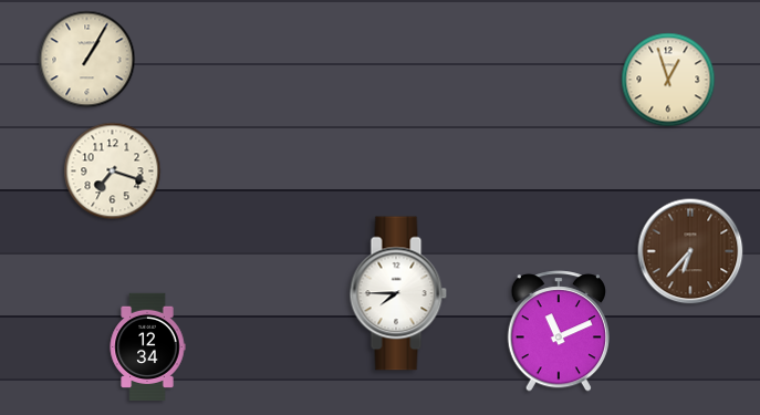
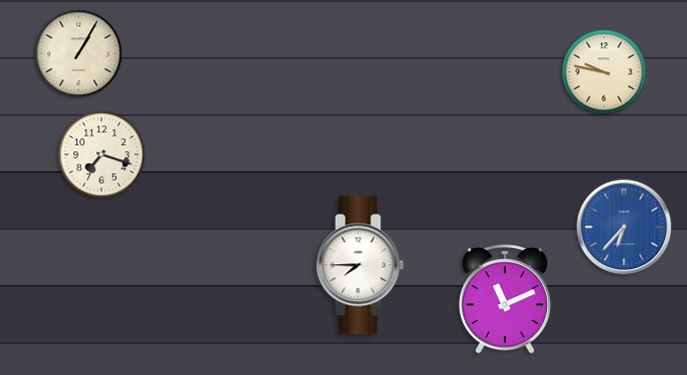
clock at (668, 80): 12:57 -> 9:47
clock at (690, 251) dial: brown -> blue
clock at (147, 346): 12:34 -> none
